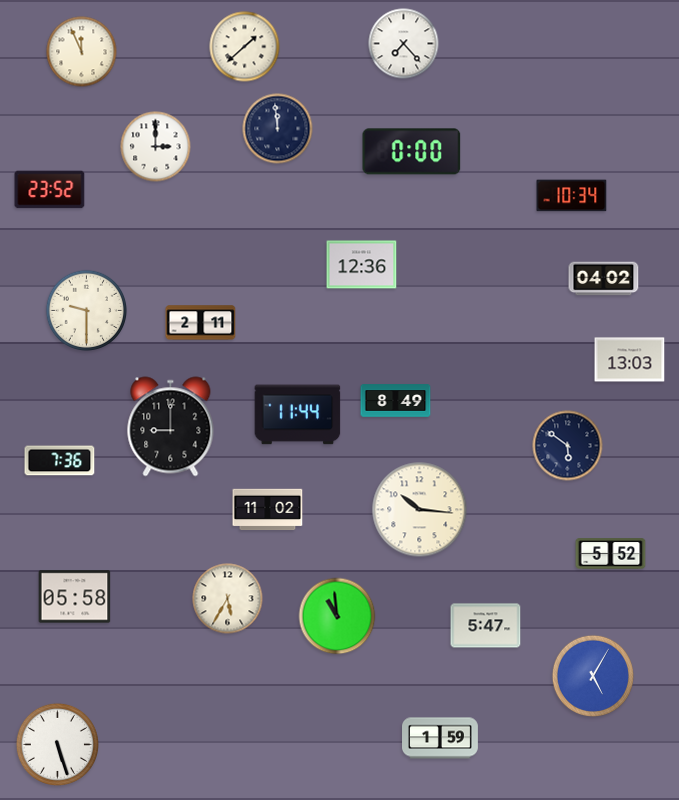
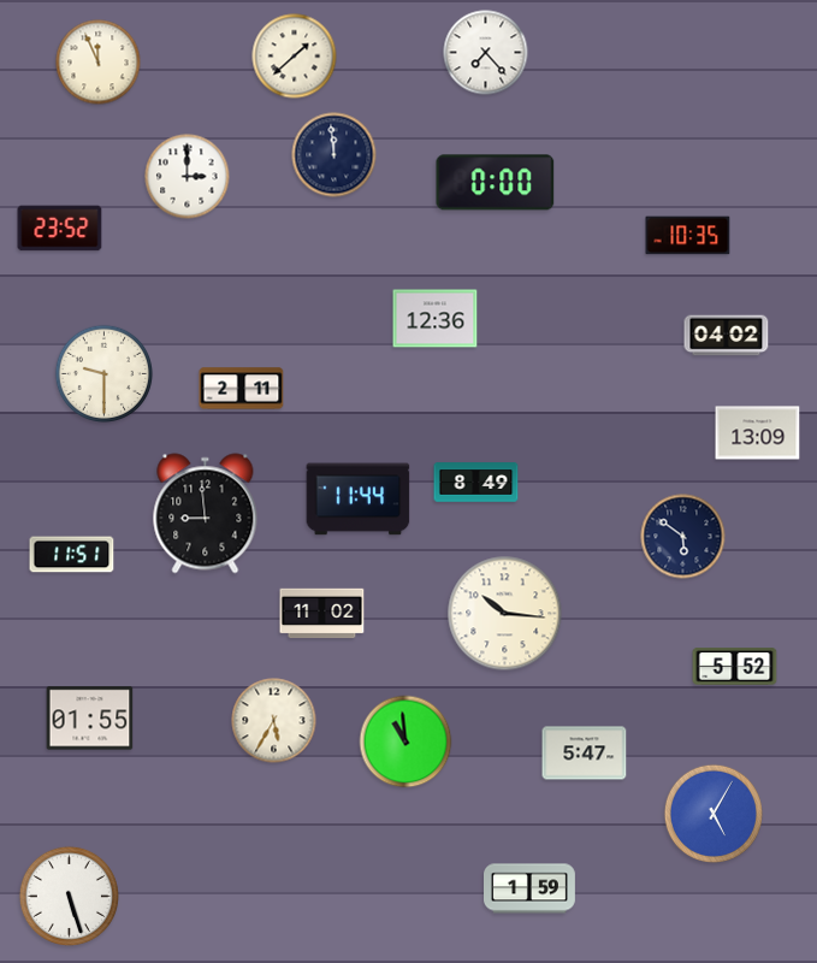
clock at (572, 196): 10:34 -> 10:35
clock at (630, 360): 13:03 -> 13:09
clock at (171, 427): 9:00 -> 8:59
clock at (60, 461): 7:36 -> 11:51
clock at (75, 597): 05:58 -> 01:55
